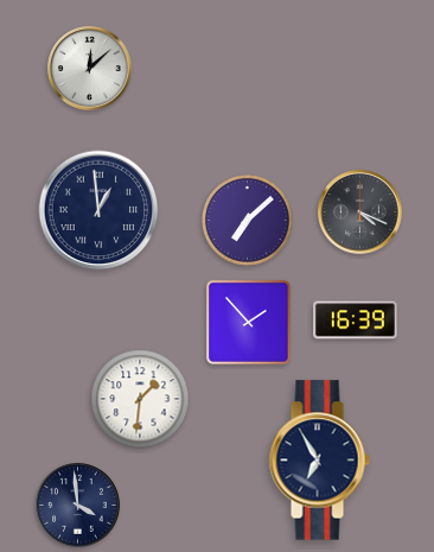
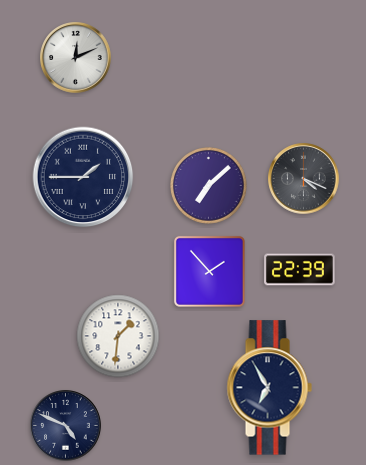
clock at (90, 69): 12:08 -> 12:11
clock at (98, 210): 12:59 -> 1:45
clock at (356, 321): 16:39 -> 22:39
clock at (78, 506): 3:59 -> 4:49
